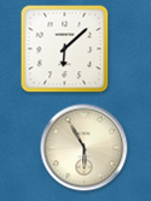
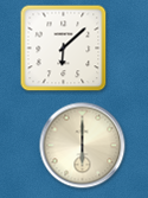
clock at (85, 148): 5:55 -> 6:00
